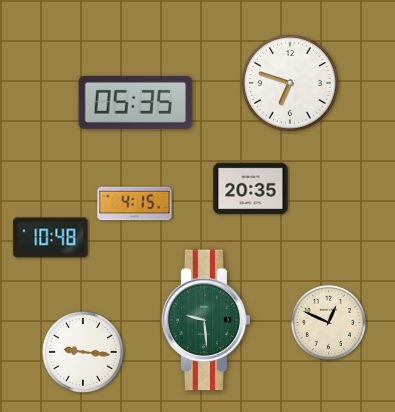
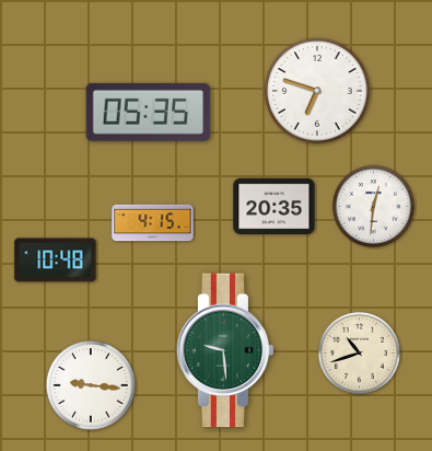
clock at (373, 206): none -> 12:31
clock at (135, 204) position: (135, 204) -> (153, 223)
clock at (328, 322): 12:49 -> 10:42
